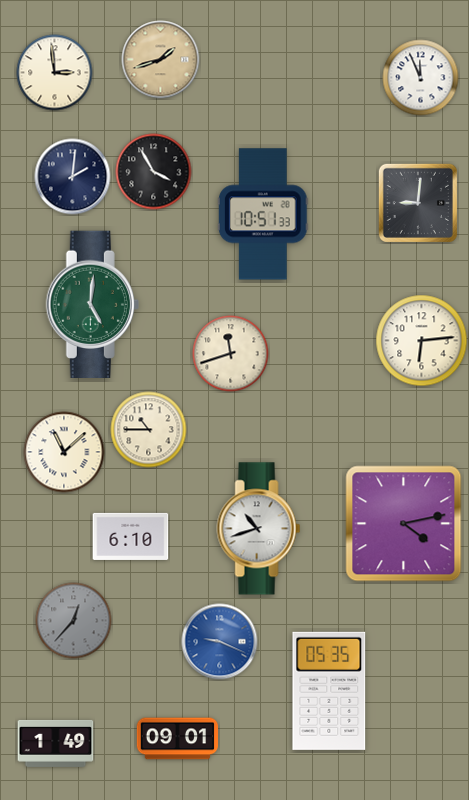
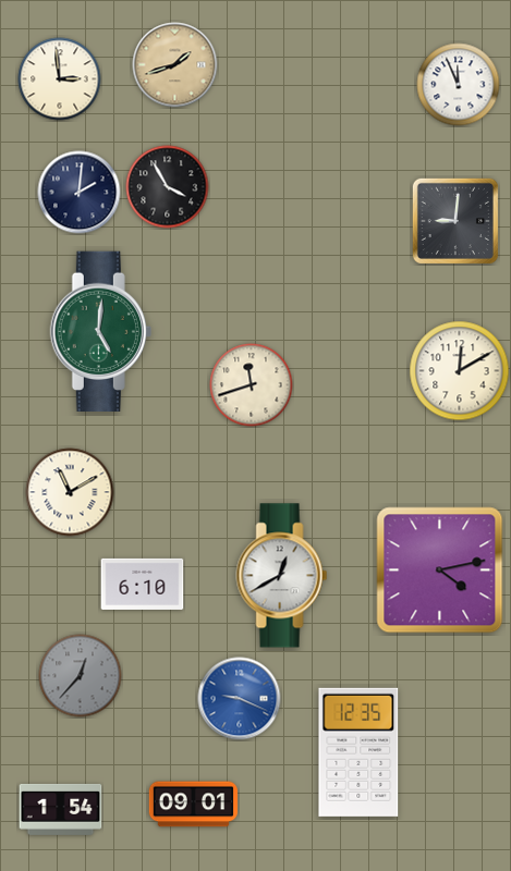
clock at (263, 214): 10:51 -> none
clock at (422, 341): 6:14 -> 12:10
clock at (149, 430): 10:45 -> none
clock at (64, 452): 11:08 -> 11:10
clock at (259, 529): 10:42 -> 12:40
clock at (329, 691): 05:35 -> 12:35
clock at (56, 743): 1:49 -> 1:54
